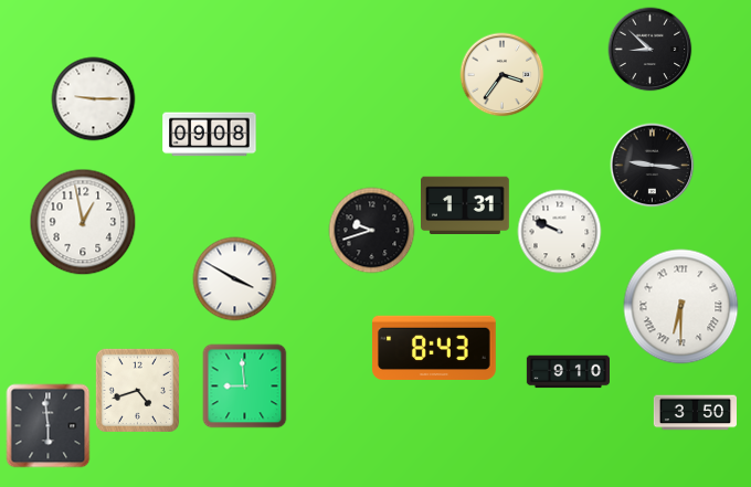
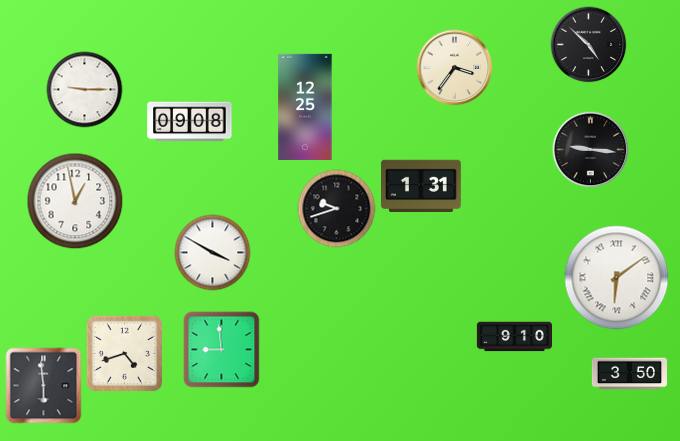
clock at (650, 50): 8:52 -> 4:52
clock at (305, 107): none -> 12:25
clock at (560, 232): 9:49 -> none
clock at (681, 307): 6:30 -> 6:09
clock at (435, 347): 8:43 -> none
